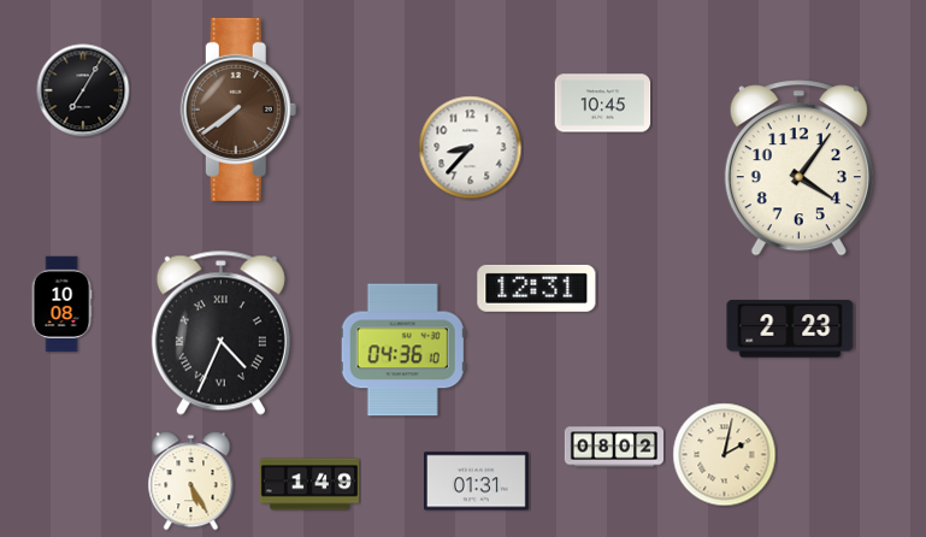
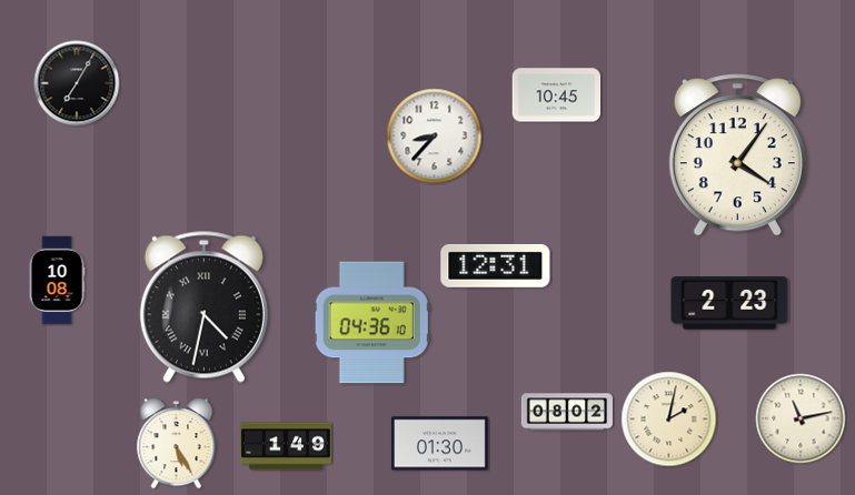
clock at (238, 110): 7:39 -> none
clock at (220, 332): 4:34 -> 4:32
clock at (801, 418): none -> 11:13
clock at (476, 482): 01:31 -> 01:30
